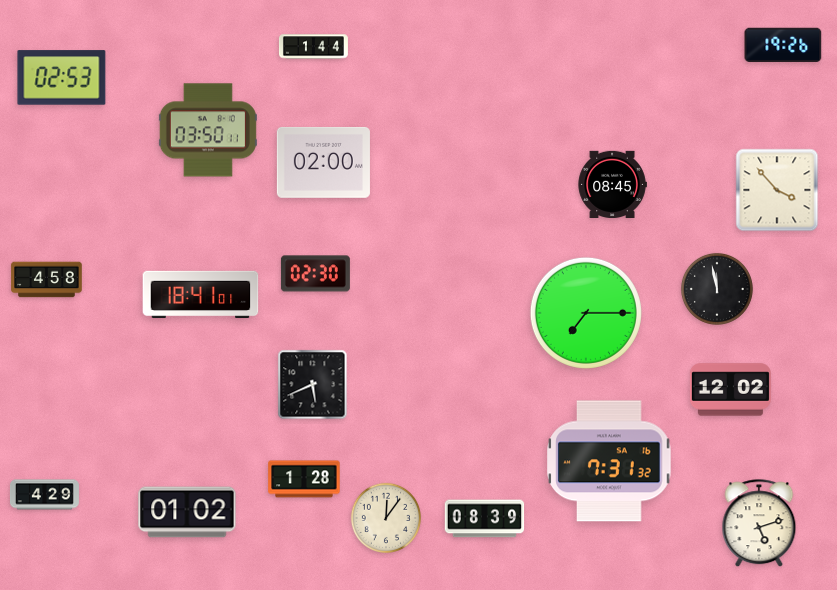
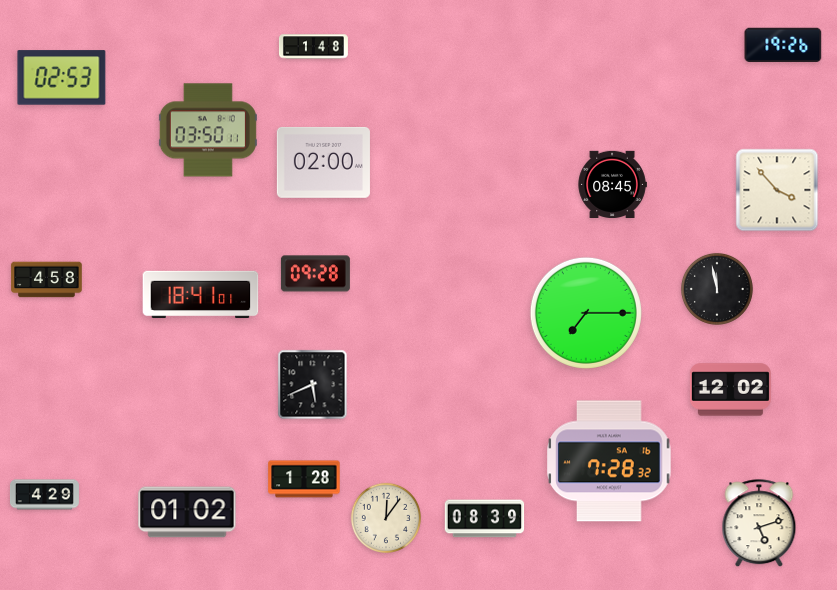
clock at (313, 47): 1:44 -> 1:48
clock at (315, 274): 02:30 -> 09:28
clock at (609, 461): 7:31 -> 7:28
